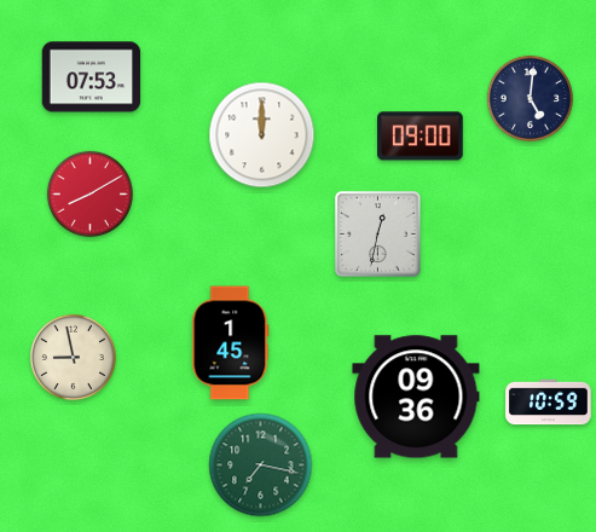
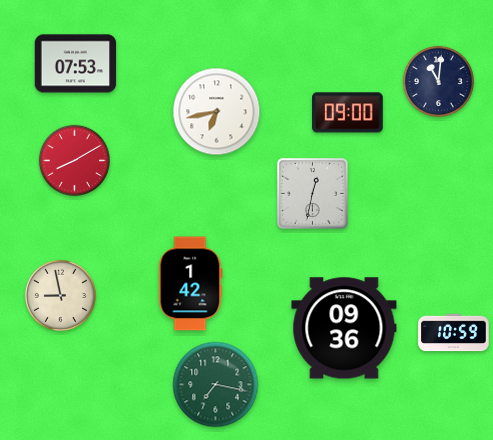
clock at (530, 98): 5:01 -> 11:01
clock at (262, 135): 12:00 -> 6:43
clock at (231, 343): 1:45 -> 1:42
